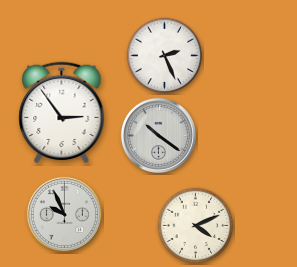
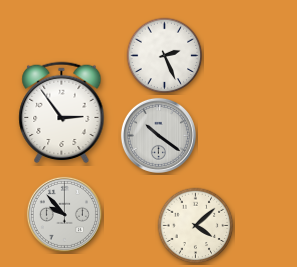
clock at (64, 214): 9:56 -> 9:53
clock at (196, 226): 4:11 -> 4:08
